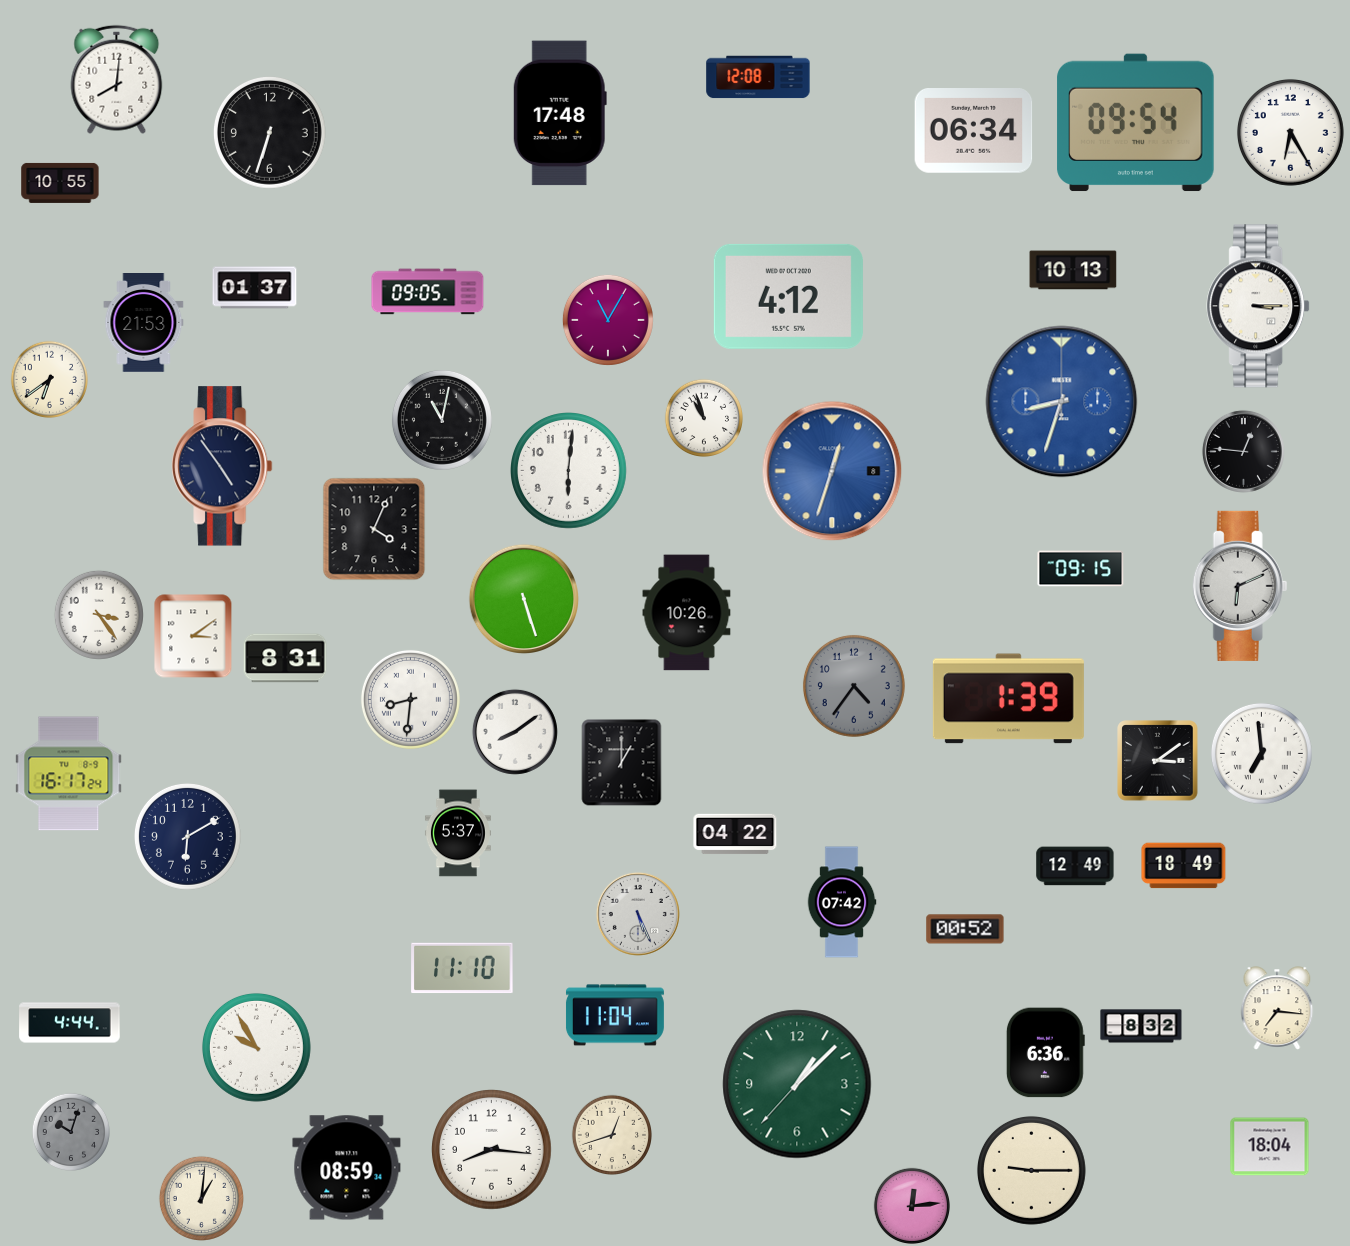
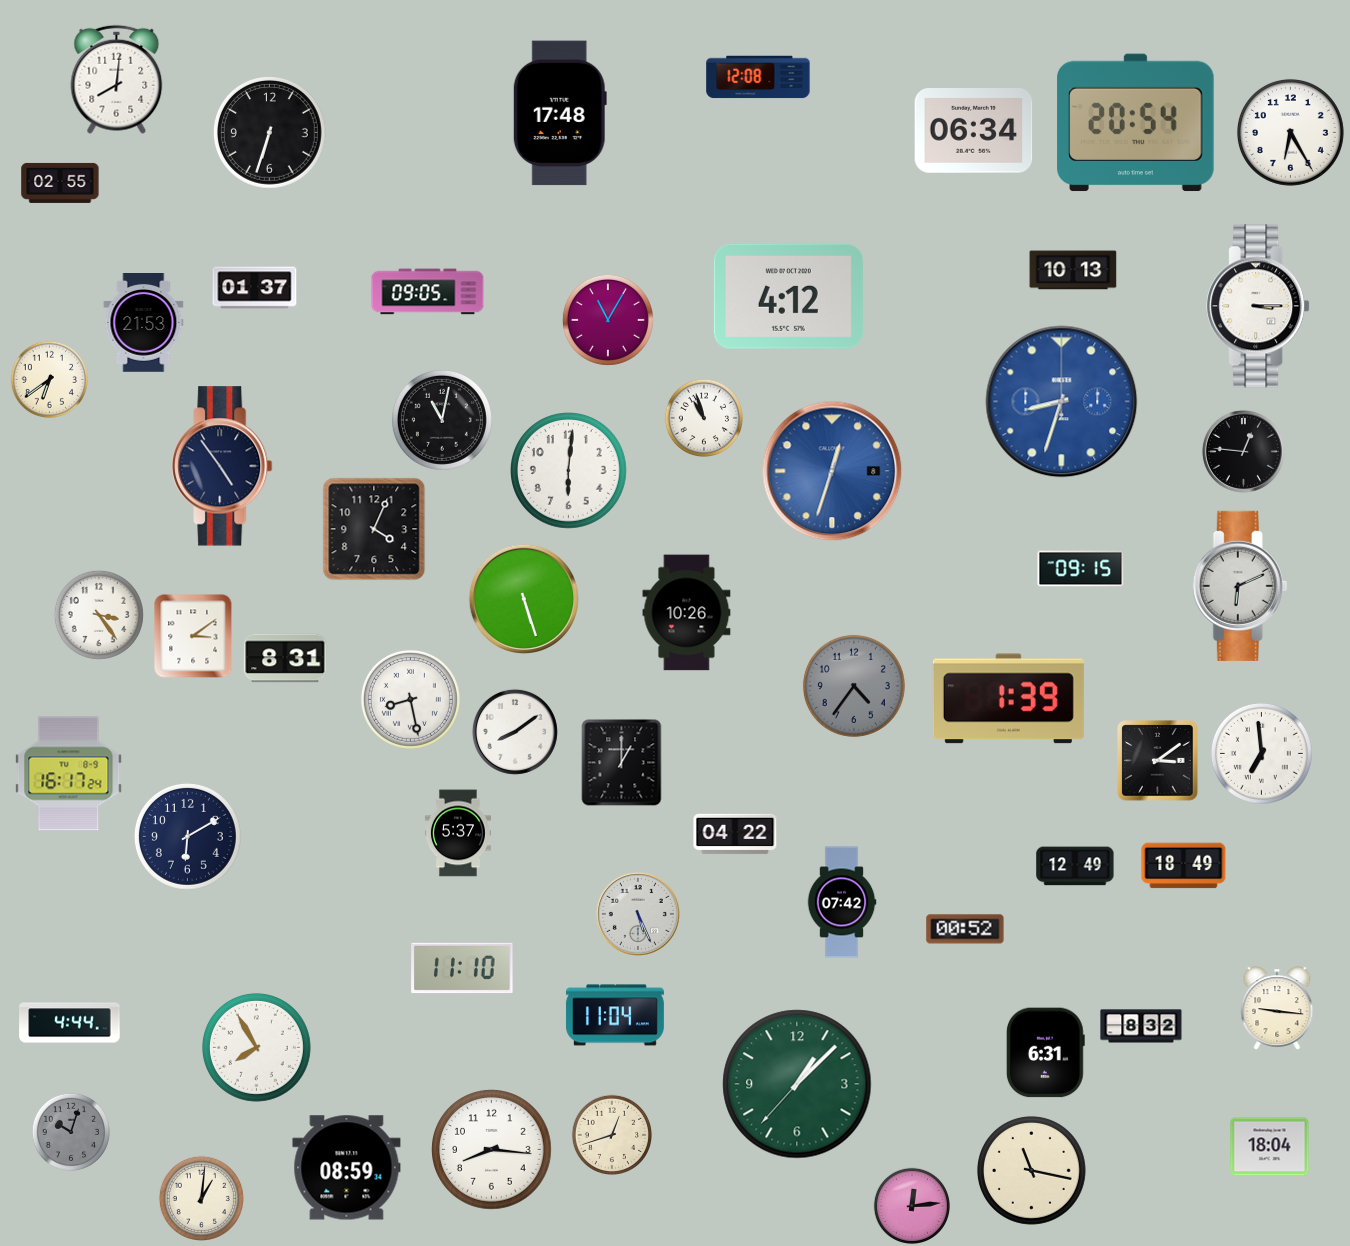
clock at (1136, 123): 09:54 -> 20:54
clock at (60, 183): 10:55 -> 02:55
clock at (410, 699): 8:31 -> 8:28
clock at (1277, 1008): 7:16 -> 9:16
clock at (256, 1047): 9:55 -> 7:55
clock at (1045, 1053): 6:36 -> 6:31
clock at (1031, 1170): 9:15 -> 11:17
